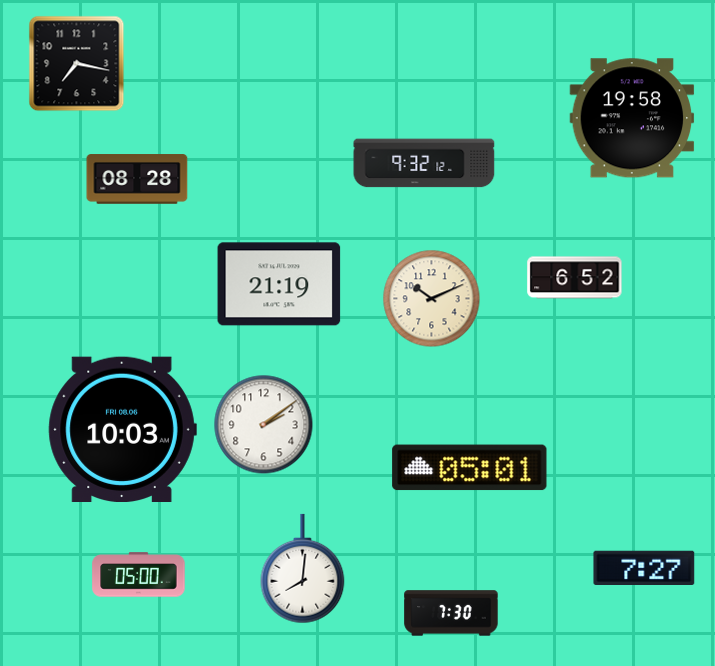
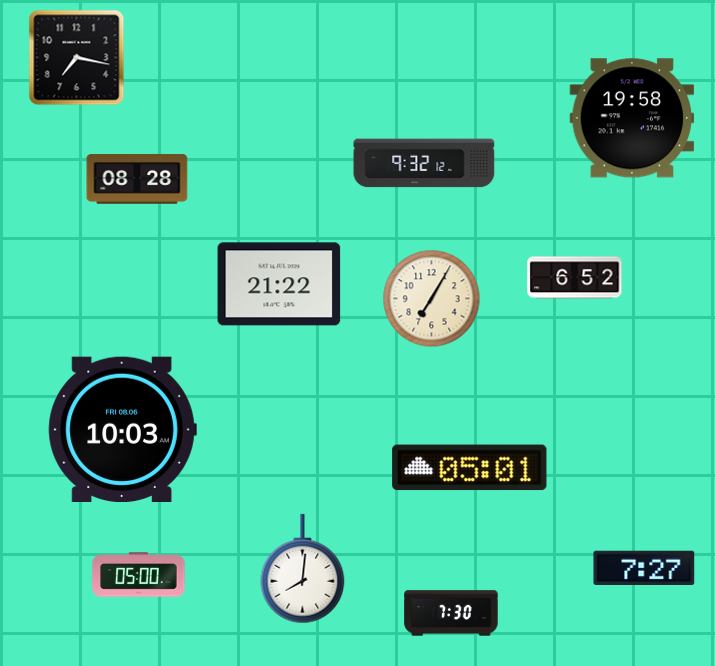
clock at (77, 64) position: (77, 64) -> (77, 58)
clock at (279, 284): 21:19 -> 21:22
clock at (432, 299): 10:11 -> 7:05
clock at (264, 425): 2:09 -> none
